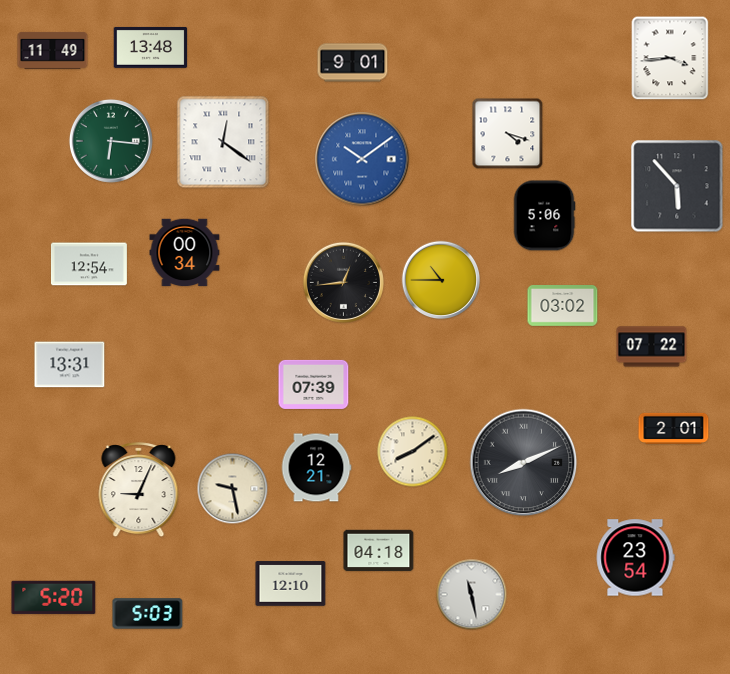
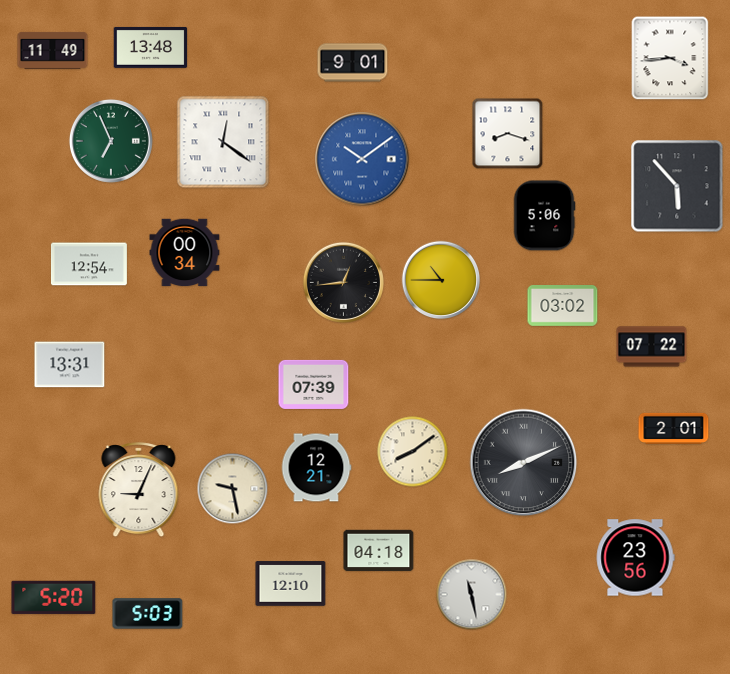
clock at (508, 134): 4:18 -> 8:18
clock at (111, 141): 6:16 -> 6:56
clock at (635, 558): 23:54 -> 23:56
